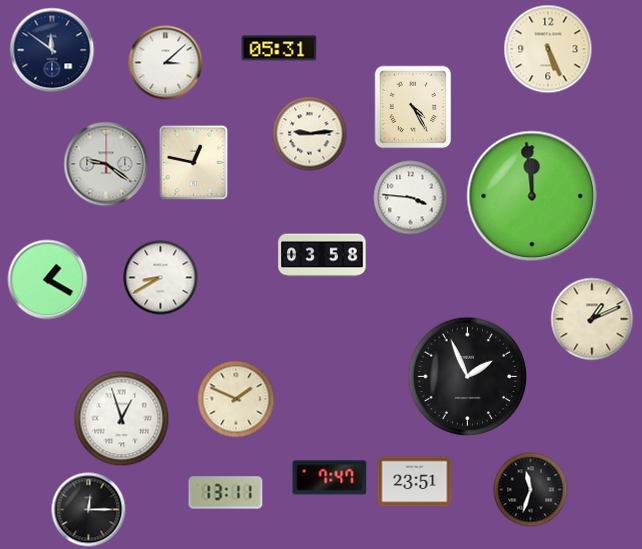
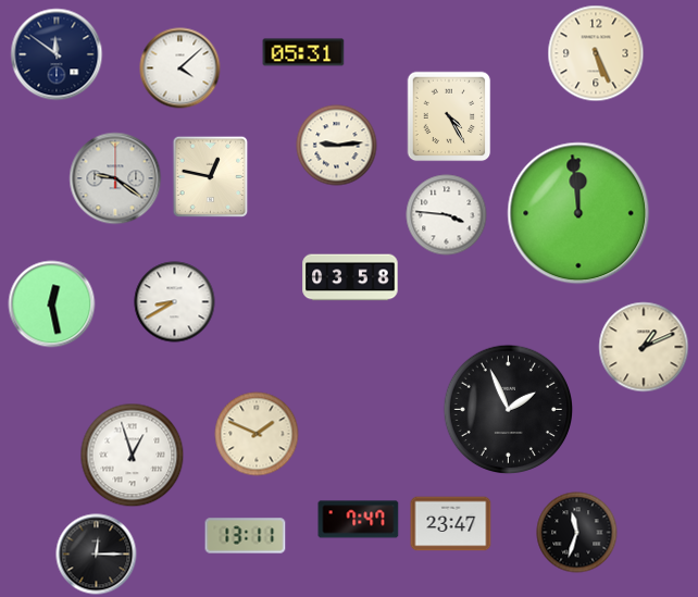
clock at (166, 63): 3:08 -> 4:08
clock at (48, 280): 1:20 -> 12:28
clock at (415, 482): 23:51 -> 23:47
